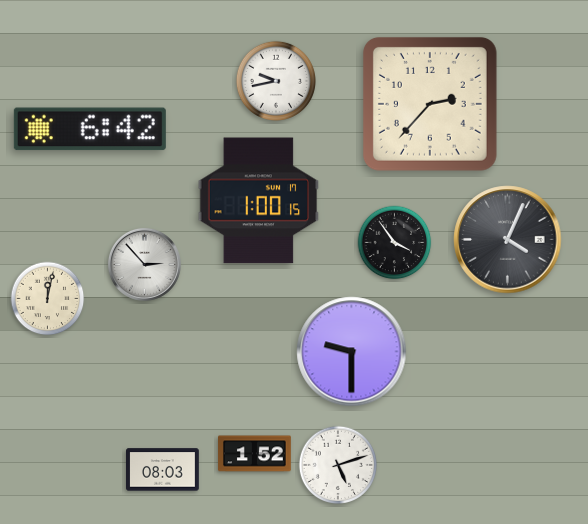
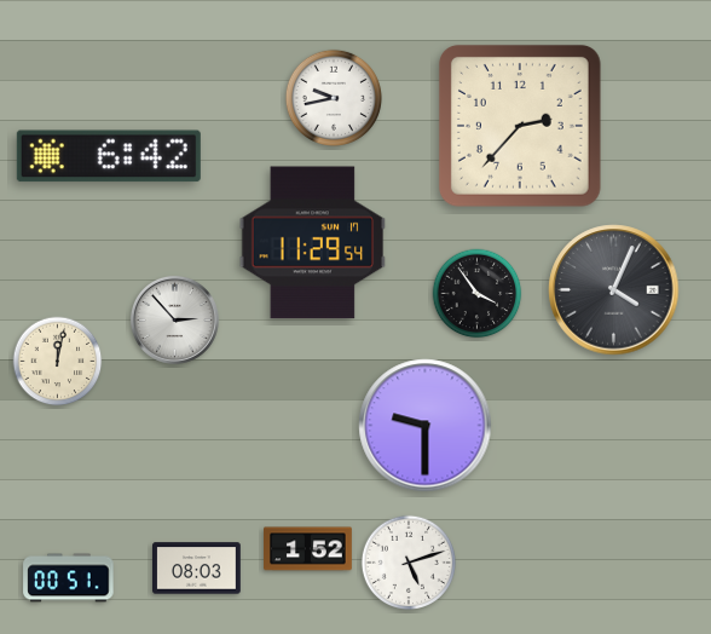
clock at (259, 201): 1:00 -> 11:29
clock at (69, 578): none -> 00:51
